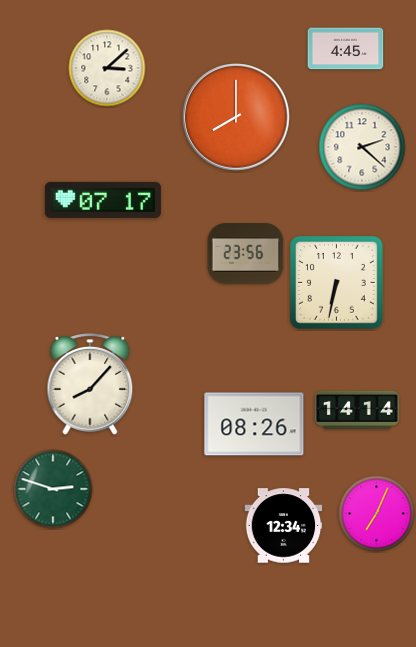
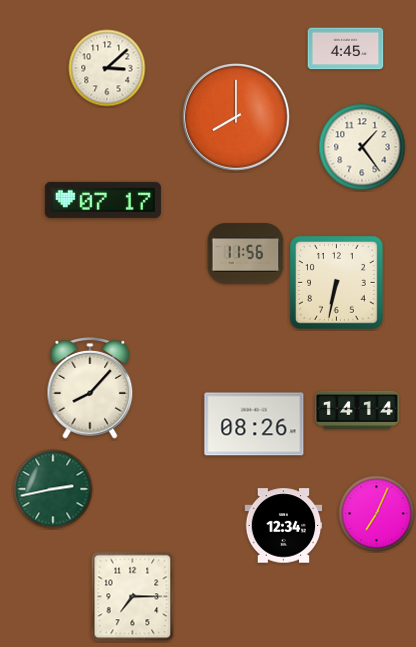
clock at (362, 147): 2:22 -> 1:24
clock at (246, 254): 23:56 -> 11:56
clock at (90, 384) position: (90, 384) -> (90, 388)
clock at (53, 489): 2:48 -> 2:43
clock at (133, 597): none -> 7:15
